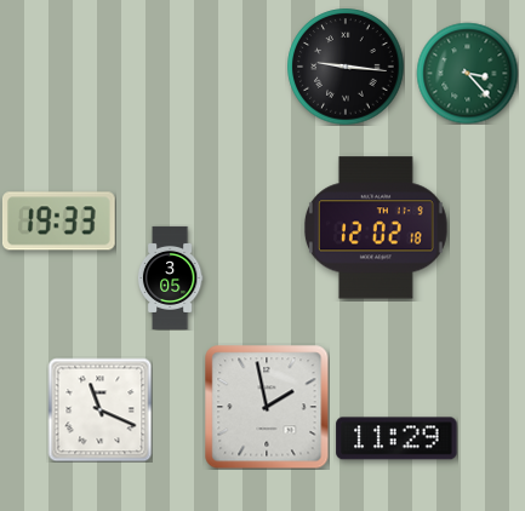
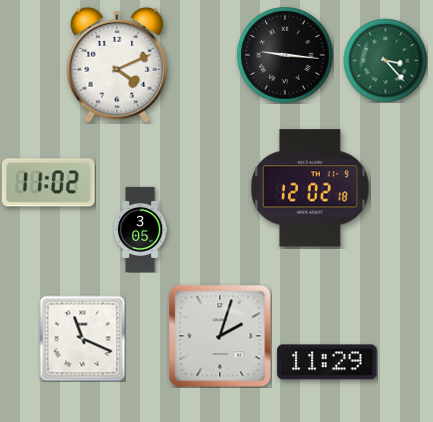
clock at (117, 65): none -> 4:11
clock at (58, 222): 19:33 -> 11:02
clock at (267, 407): 1:58 -> 2:03
